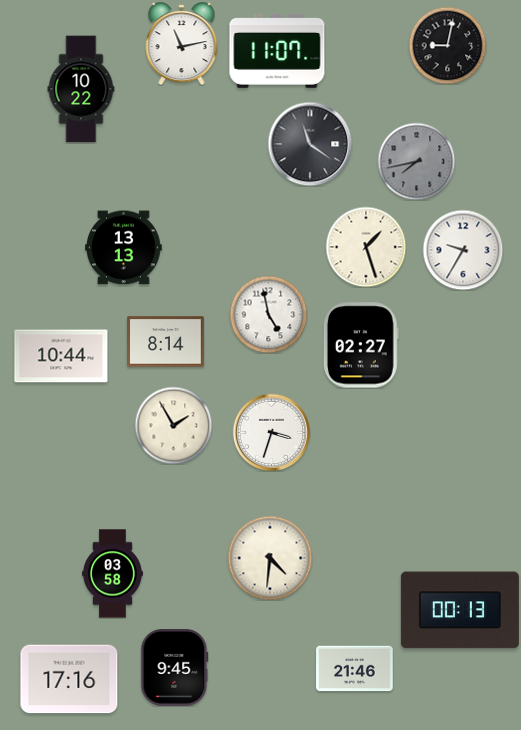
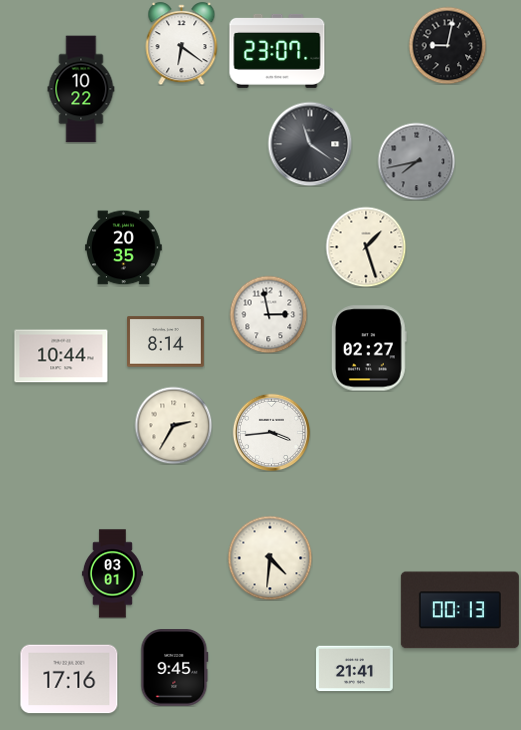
clock at (182, 44): 11:13 -> 6:21
clock at (277, 51): 11:07 -> 23:07
clock at (124, 248): 13:13 -> 20:35
clock at (463, 250): 9:35 -> none
clock at (268, 314): 4:58 -> 2:58
clock at (361, 345) position: (361, 345) -> (369, 348)
clock at (173, 425): 1:55 -> 2:35
clock at (271, 432): 3:33 -> 3:44
clock at (112, 574): 03:58 -> 03:01
clock at (355, 669): 21:46 -> 21:41
